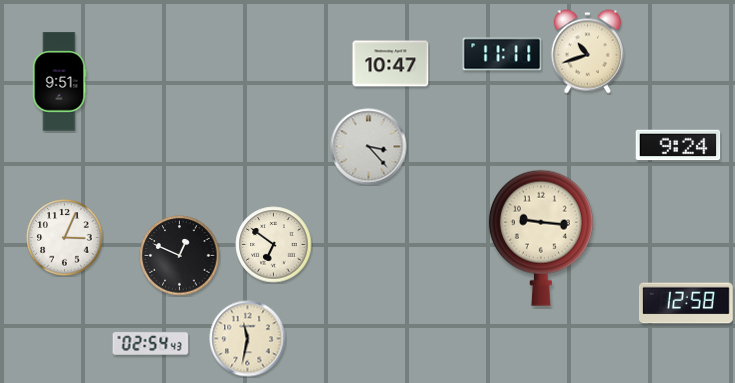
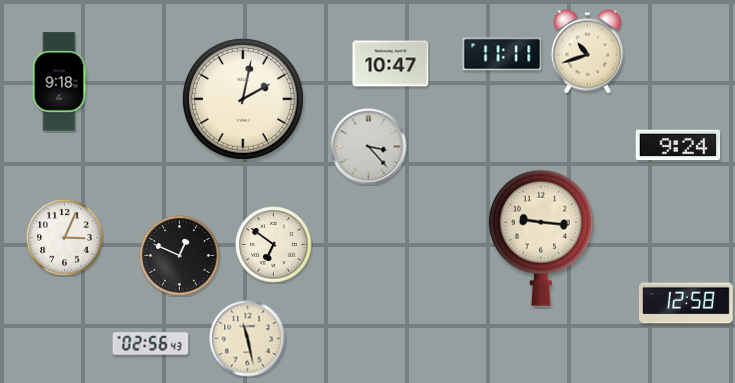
clock at (59, 82): 9:51 -> 9:18
clock at (243, 99): none -> 2:02
clock at (248, 339): 11:32 -> 11:28
clock at (151, 343): 02:54 -> 02:56
